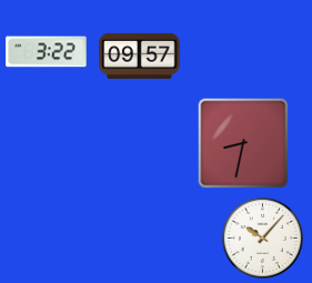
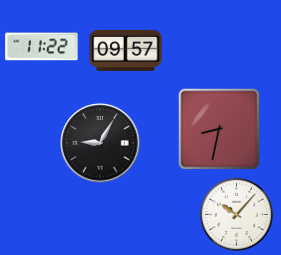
clock at (47, 52): 3:22 -> 11:22
clock at (100, 143): none -> 9:05
